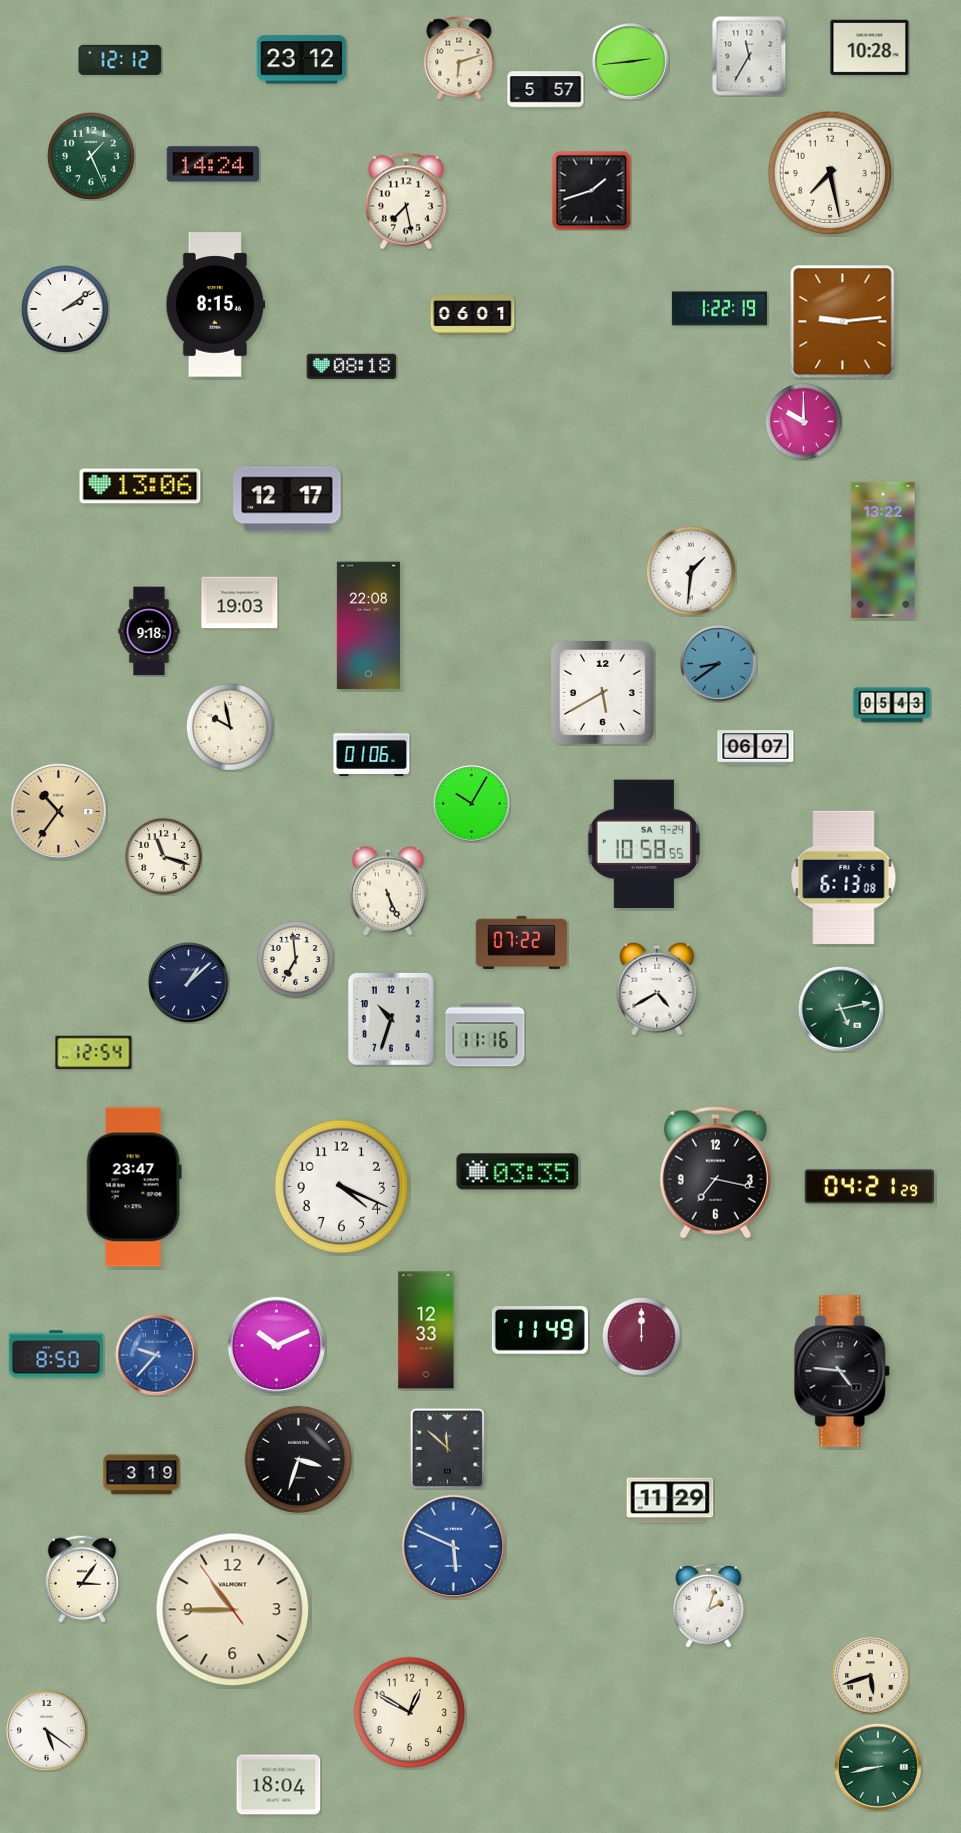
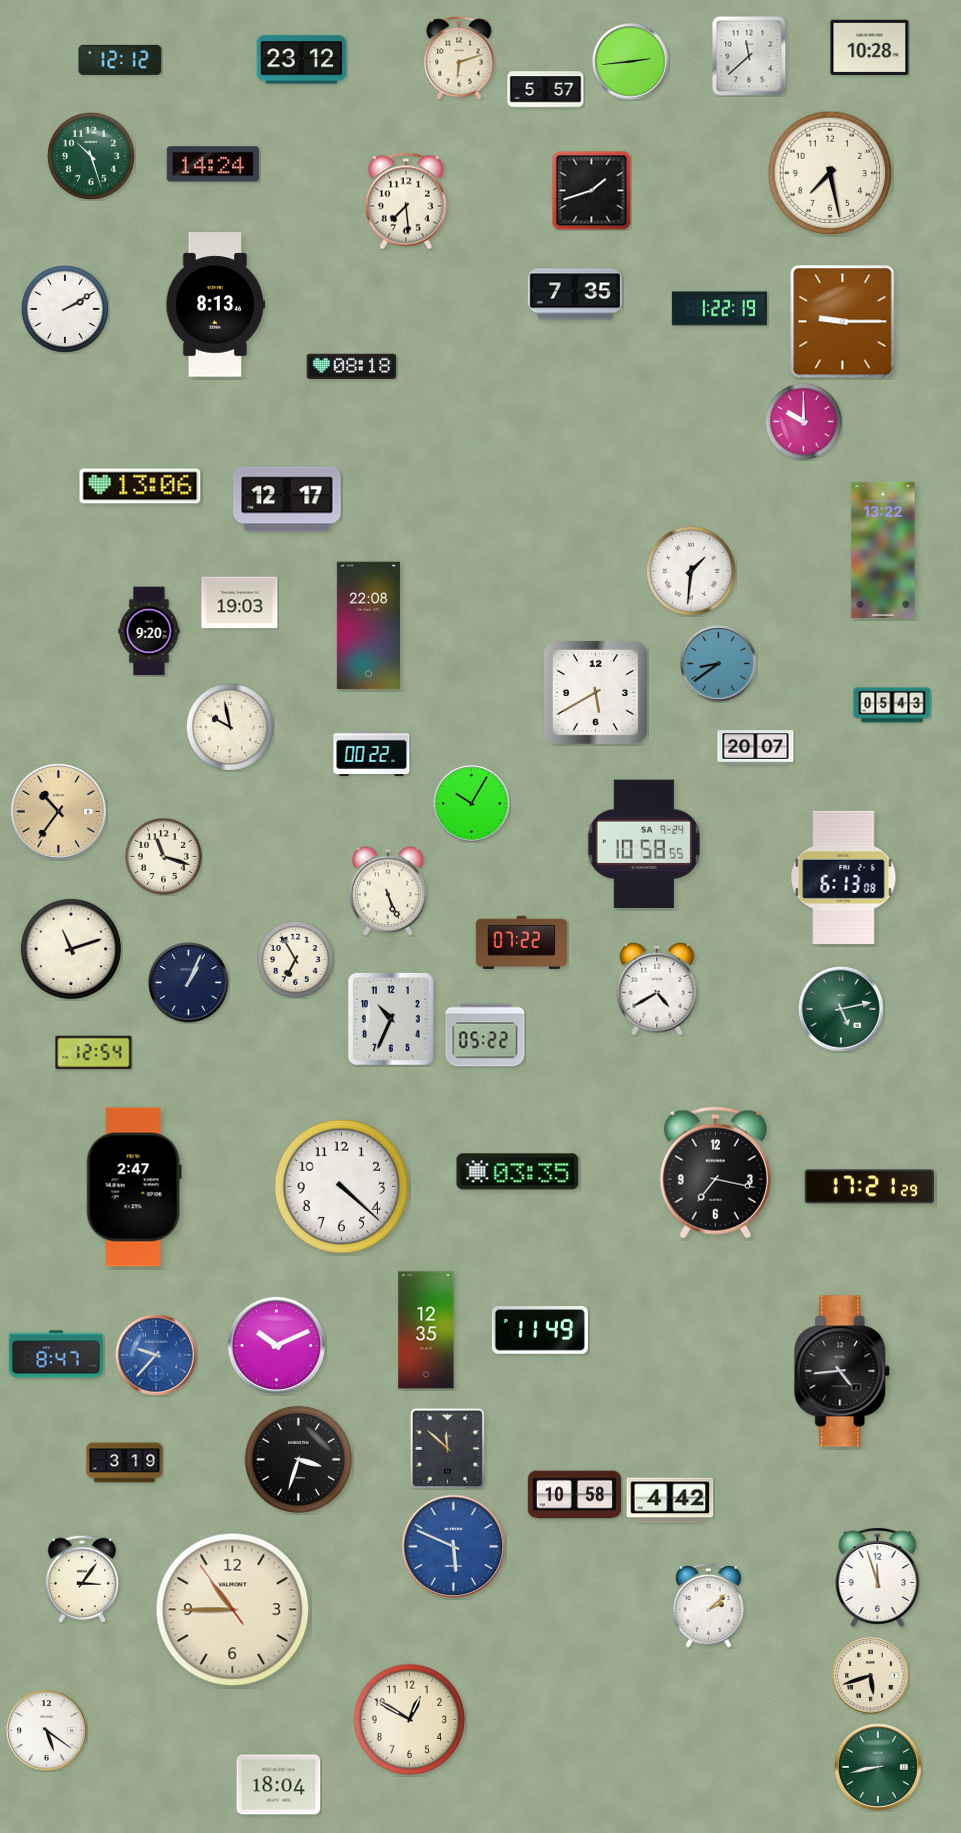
clock at (749, 56): 11:35 -> 11:38
clock at (91, 156): 1:26 -> 10:27
clock at (405, 201): 7:28 -> 7:29
clock at (575, 294): none -> 7:35
clock at (216, 305): 8:15 -> 8:13
clock at (65, 309): 2:09 -> 2:10
clock at (473, 315): 06:01 -> none
clock at (843, 322): 9:14 -> 9:15
clock at (149, 631): 9:18 -> 9:20
clock at (602, 692) position: (602, 692) -> (595, 692)
clock at (756, 748): 06:07 -> 20:07
clock at (372, 753): 01:06 -> 00:22
clock at (71, 949): none -> 11:12
clock at (296, 960): 6:59 -> 6:55
clock at (189, 983): 1:08 -> 1:04
clock at (391, 1019): 10:33 -> 10:34
clock at (485, 1035): 11:16 -> 05:22
clock at (134, 1187): 23:47 -> 2:47
clock at (342, 1187): 4:19 -> 4:22
clock at (870, 1187): 04:21 -> 17:21
clock at (426, 1330): 12:33 -> 12:35
clock at (642, 1337): 12:00 -> none
clock at (56, 1354): 8:50 -> 8:47
clock at (843, 1371): 4:46 -> 4:44
clock at (142, 1475) position: (142, 1475) -> (125, 1463)
clock at (575, 1495): none -> 10:58
clock at (670, 1500): 11:29 -> 4:42
clock at (878, 1577): none -> 11:57
clock at (709, 1605): 2:03 -> 2:08
clock at (409, 1712) position: (409, 1712) -> (409, 1719)
